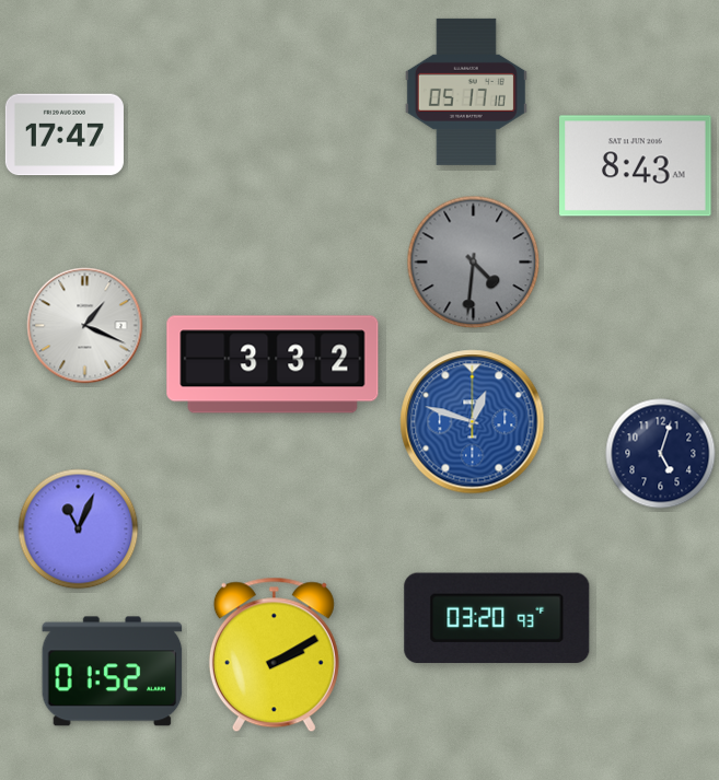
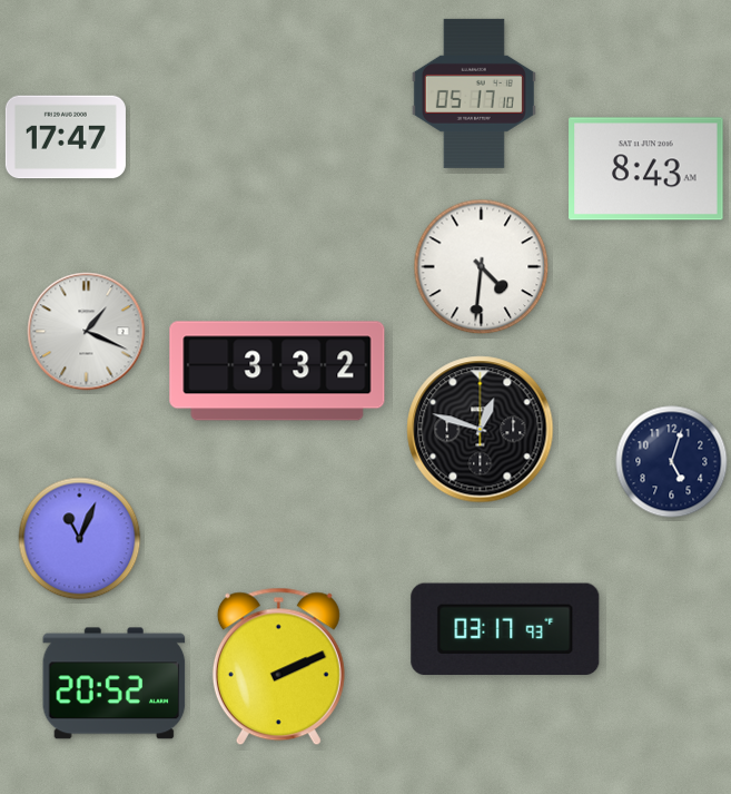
clock at (474, 263) dial: grey -> white
clock at (473, 422) dial: blue -> black
clock at (497, 618): 03:20 -> 03:17
clock at (274, 655): 2:10 -> 2:11
clock at (113, 672): 01:52 -> 20:52
